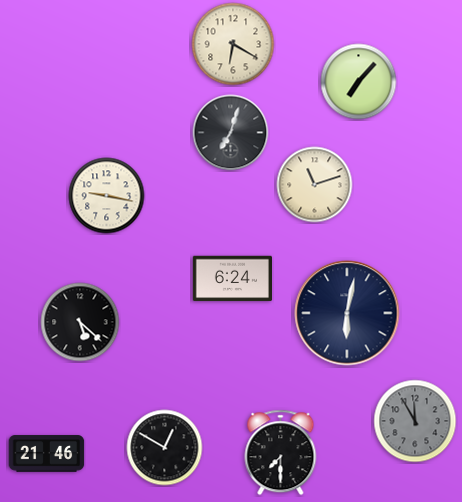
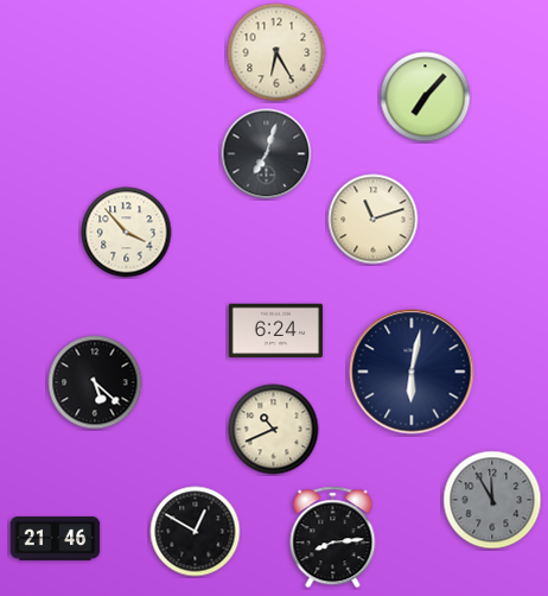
clock at (233, 44): 6:20 -> 6:25
clock at (231, 133) position: (231, 133) -> (267, 154)
clock at (107, 196): 9:17 -> 3:53
clock at (274, 430): none -> 10:41
clock at (281, 453): 7:30 -> 8:14
